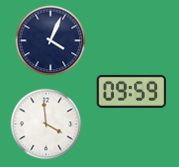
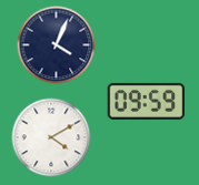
clock at (46, 124): 3:59 -> 4:10
